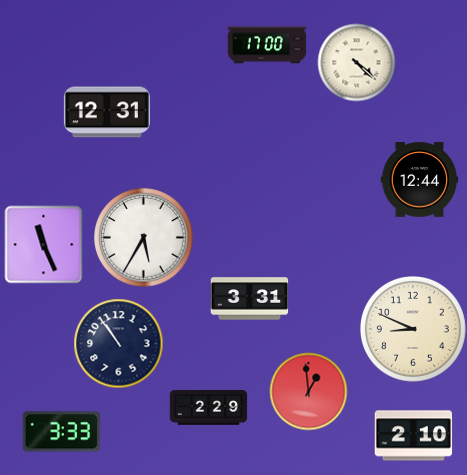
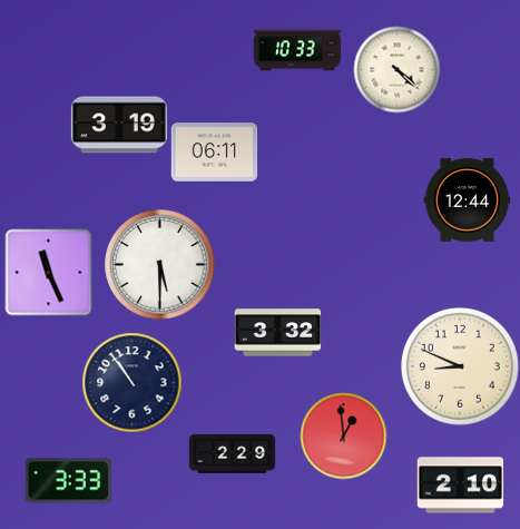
clock at (267, 45): 17:00 -> 10:33
clock at (107, 112): 12:31 -> 3:19
clock at (214, 153): none -> 06:11
clock at (144, 238): 5:35 -> 5:30
clock at (249, 299): 3:31 -> 3:32
